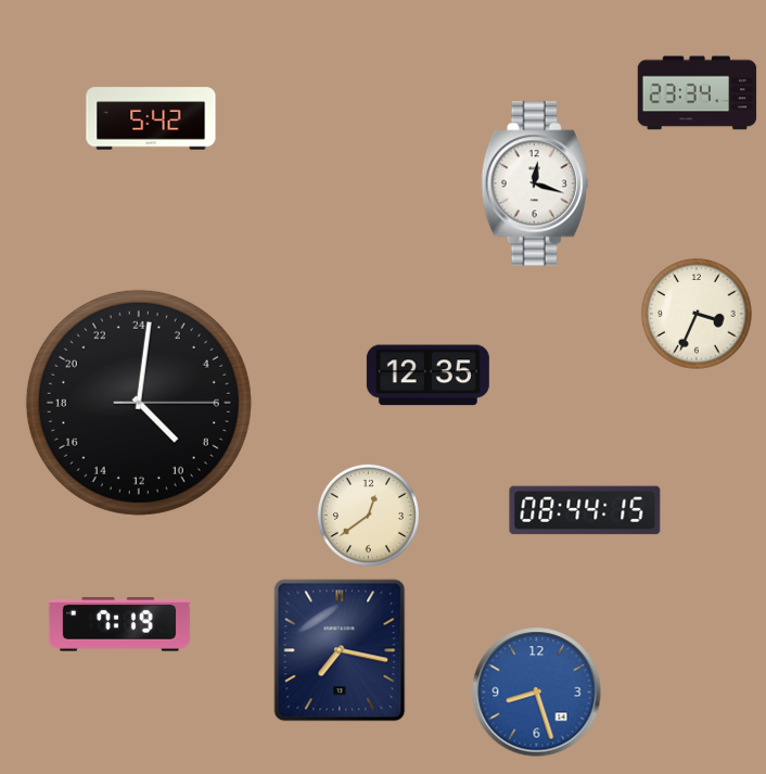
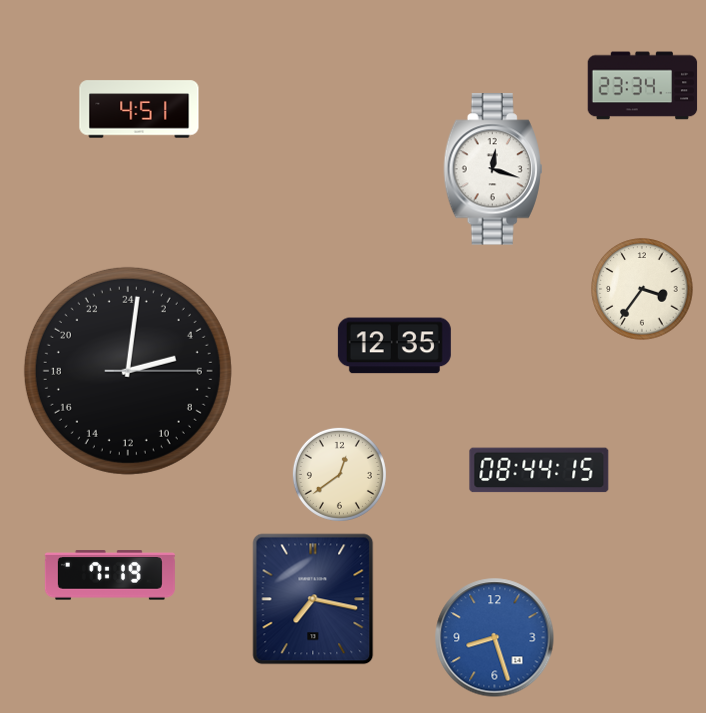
clock at (151, 118): 5:42 -> 4:51
clock at (697, 314): 3:34 -> 3:36
clock at (139, 403): 9:01 -> 5:01
